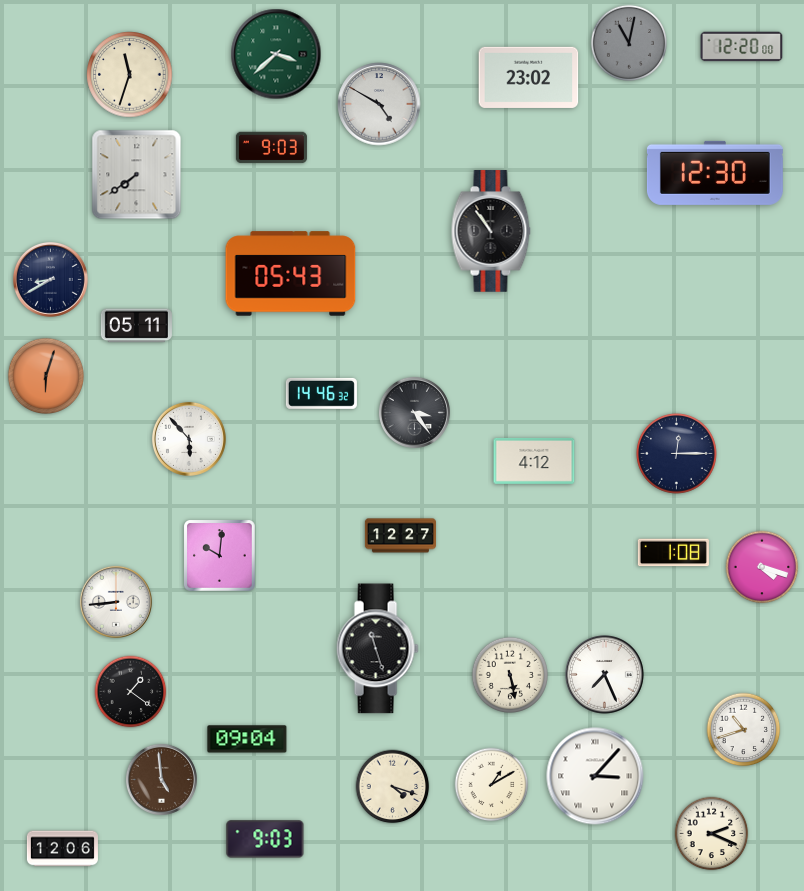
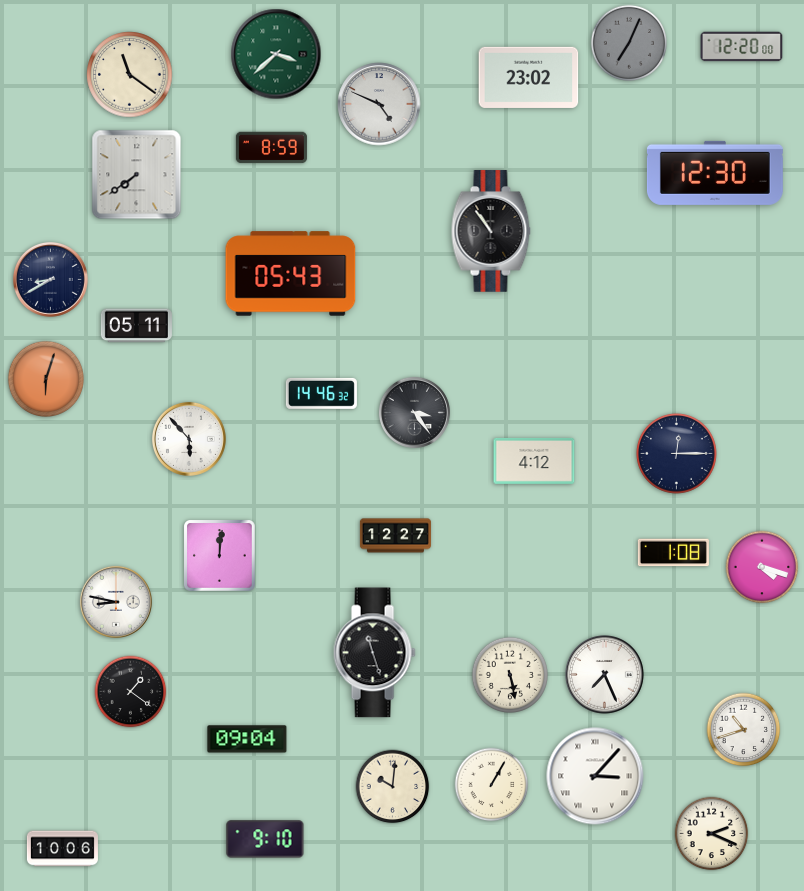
clock at (628, 42): 11:02 -> 7:04
clock at (130, 75): 11:33 -> 11:21
clock at (379, 104): 4:50 -> 4:49
clock at (271, 148): 9:03 -> 8:59
clock at (45, 375) position: (45, 375) -> (45, 378)
clock at (400, 536) position: (400, 536) -> (395, 536)
clock at (220, 556): 10:01 -> 12:01
clock at (116, 602): 8:44 -> 8:47
clock at (377, 649) position: (377, 649) -> (374, 653)
clock at (161, 779): 4:59 -> none
clock at (492, 785): 1:10 -> 1:05
clock at (393, 787): 4:18 -> 10:01
clock at (265, 839): 9:03 -> 9:10
clock at (62, 849): 12:06 -> 10:06
